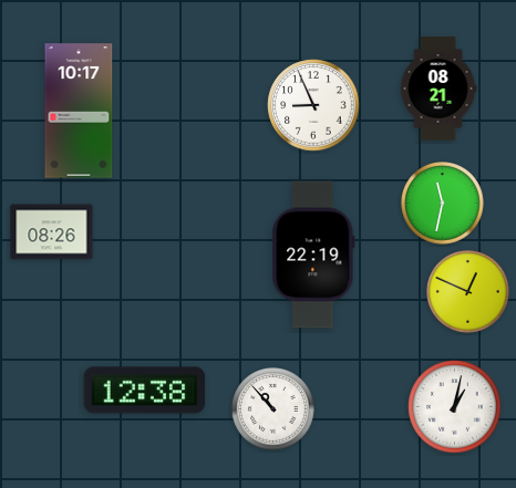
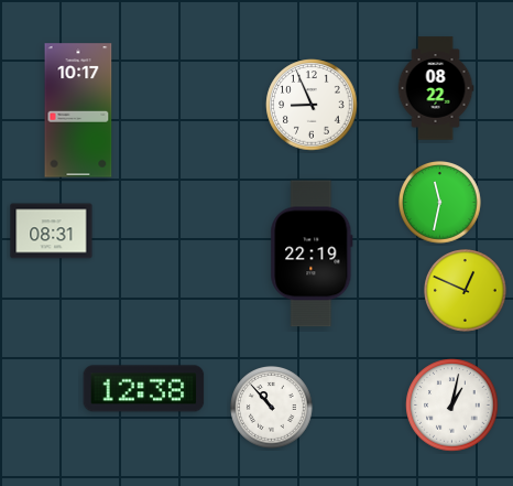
clock at (438, 89): 08:21 -> 08:22
clock at (52, 232): 08:26 -> 08:31
